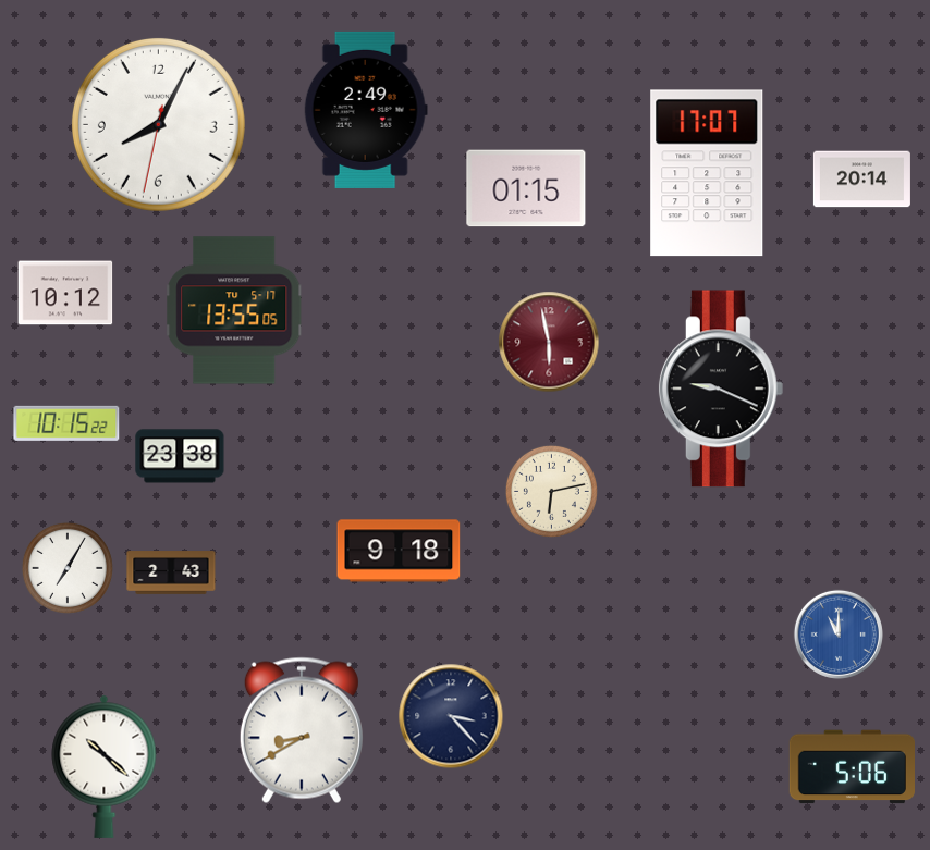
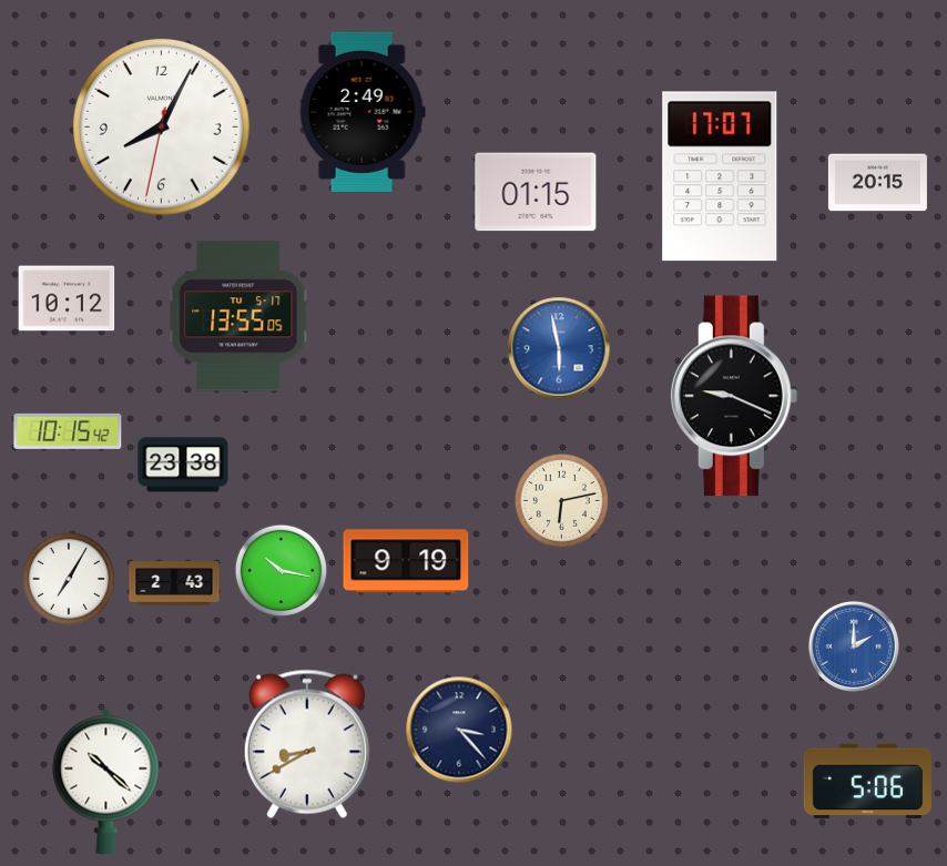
clock at (366, 110) position: (366, 110) -> (363, 112)
clock at (861, 180): 20:14 -> 20:15
clock at (549, 342) dial: burgundy -> blue
clock at (66, 423): 10:15:22 -> 10:15:42
clock at (399, 551): 9:18 -> 9:19
clock at (281, 570): none -> 10:17
clock at (839, 635): 11:00 -> 2:00
